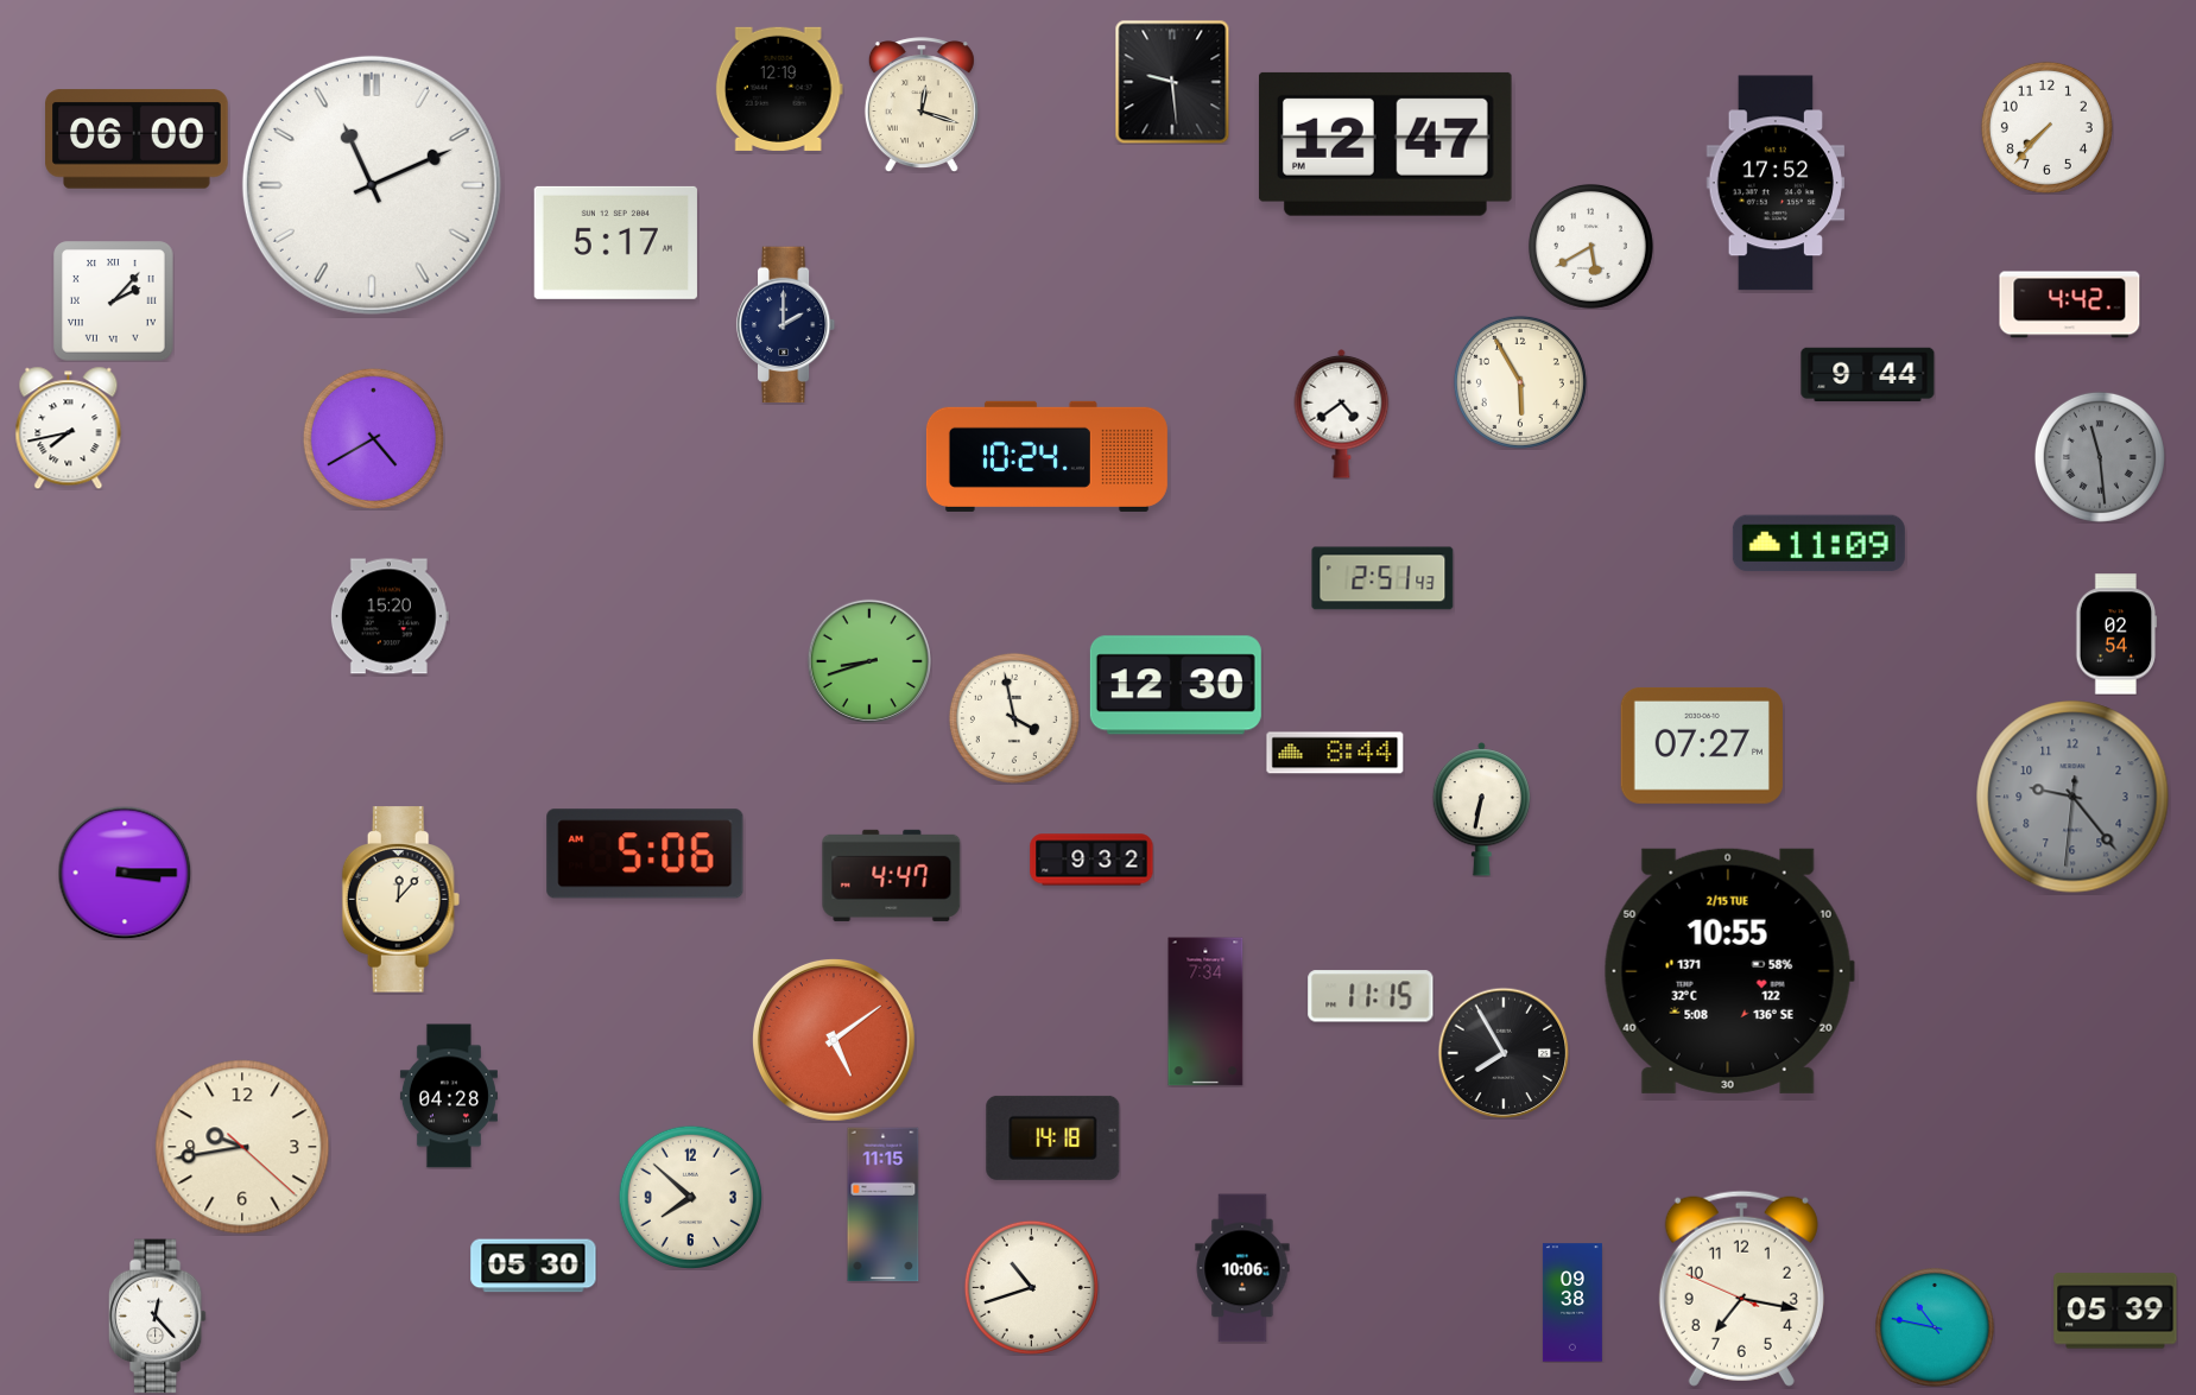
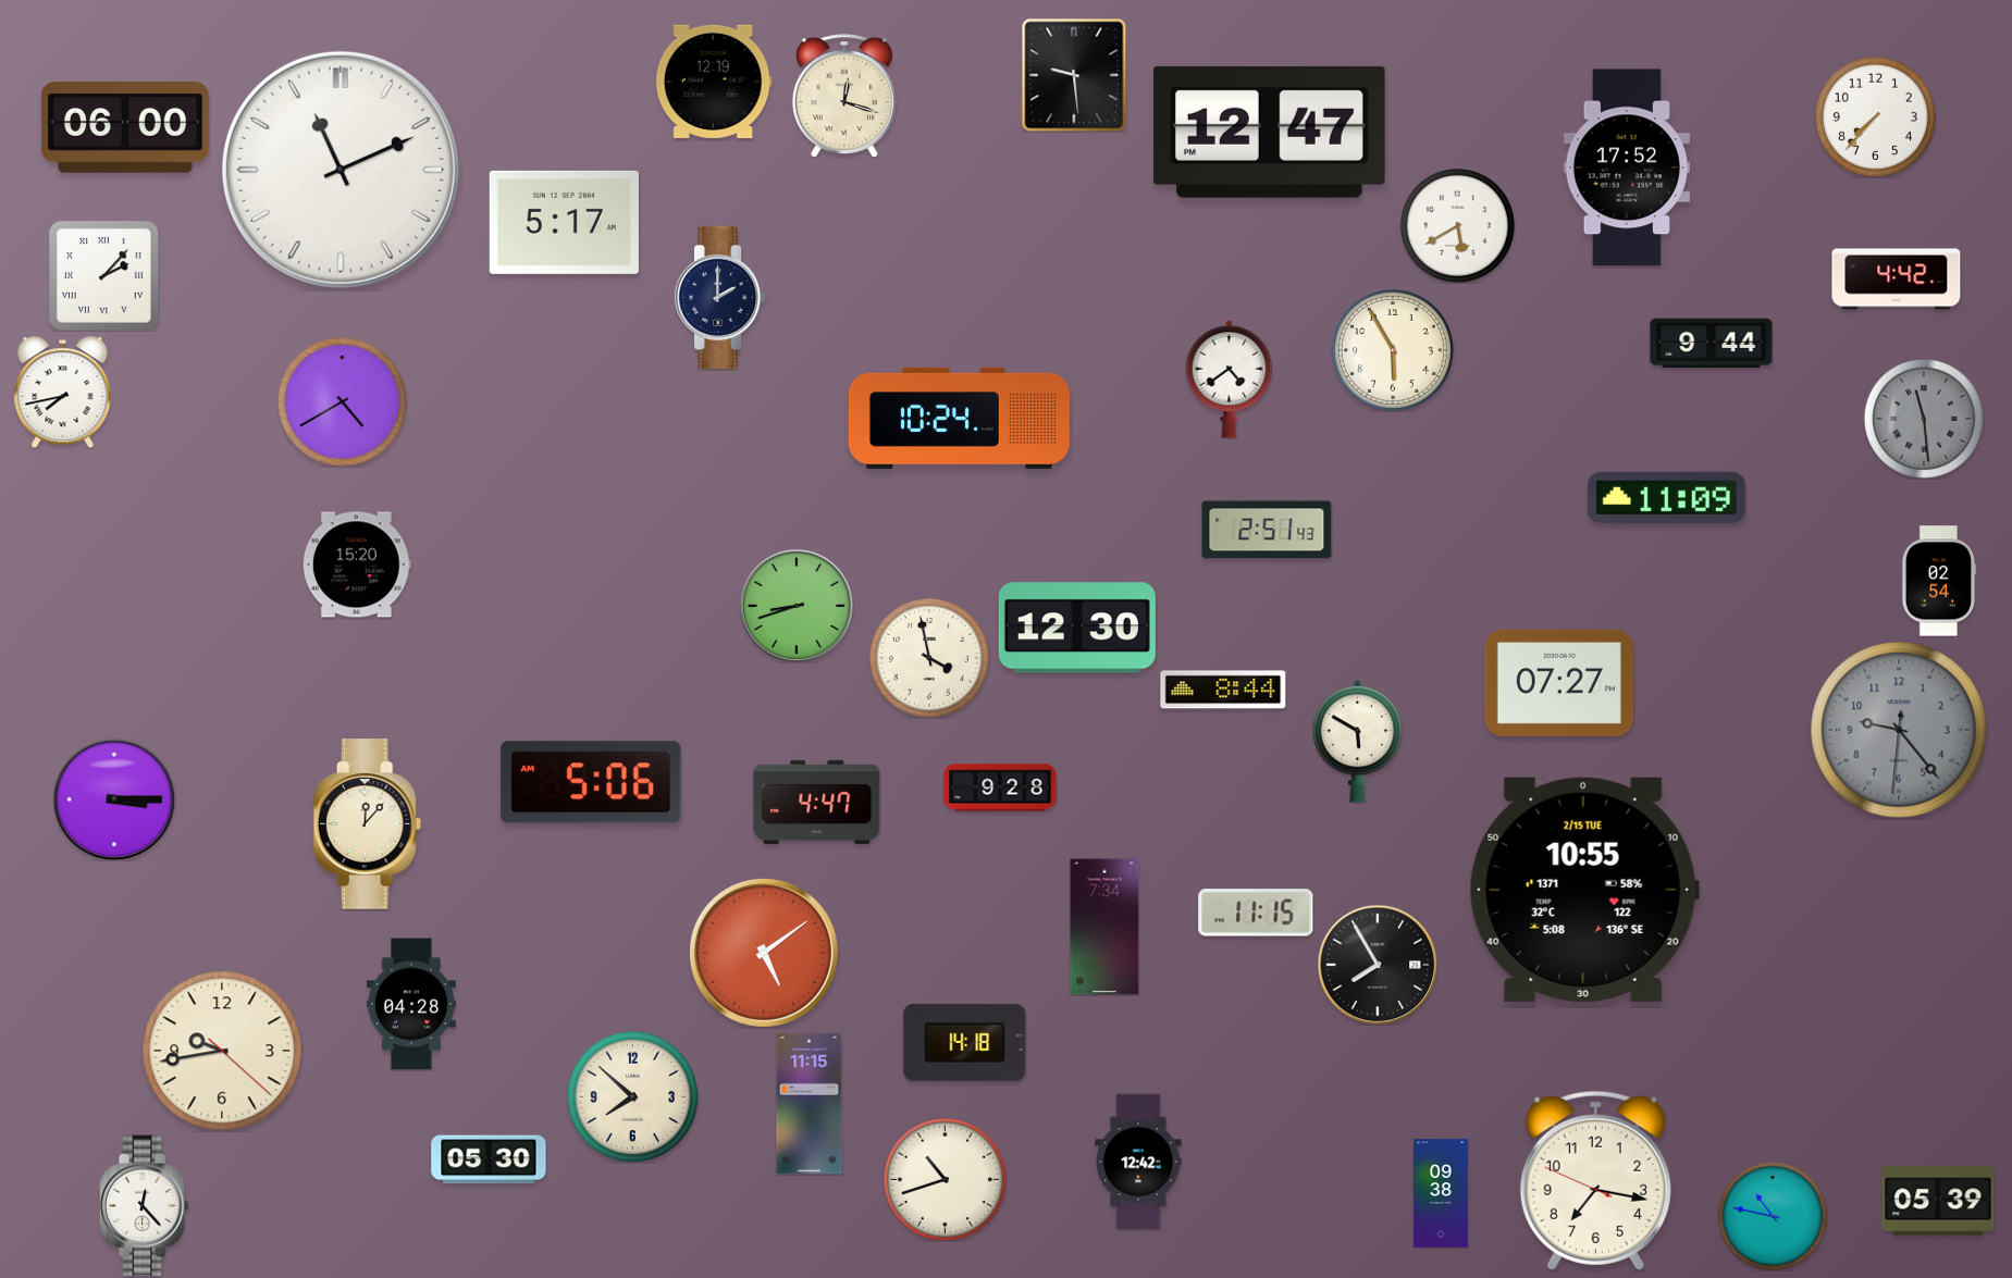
clock at (1482, 810): 6:32 -> 5:50
clock at (1091, 860): 9:32 -> 9:28
clock at (1242, 1268): 10:06 -> 12:42
